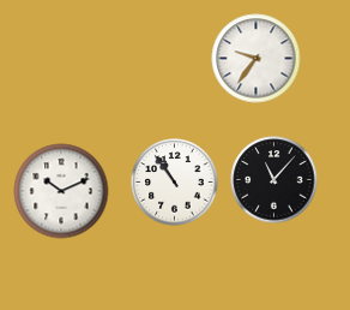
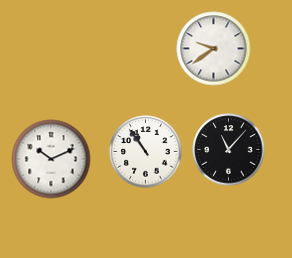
clock at (257, 59): 9:36 -> 9:39
